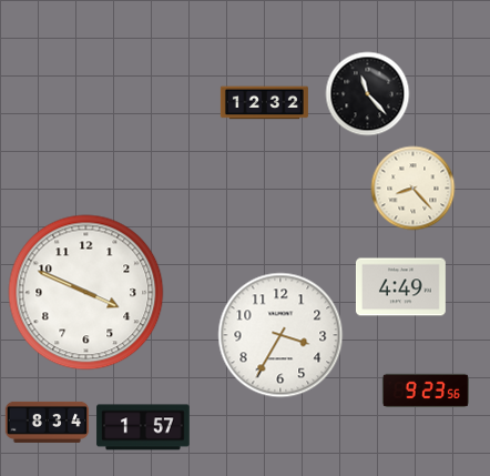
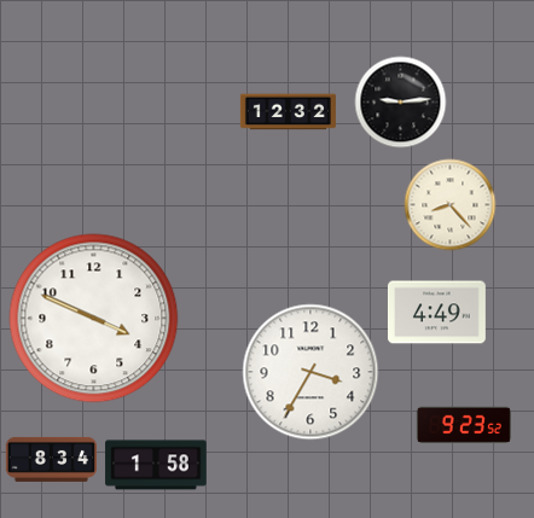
clock at (368, 94): 11:23 -> 9:14
clock at (280, 335) position: (280, 335) -> (310, 372)
clock at (426, 391): 9:23:56 -> 9:23:52
clock at (143, 427): 1:57 -> 1:58
